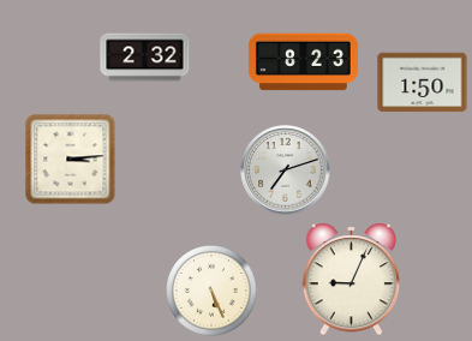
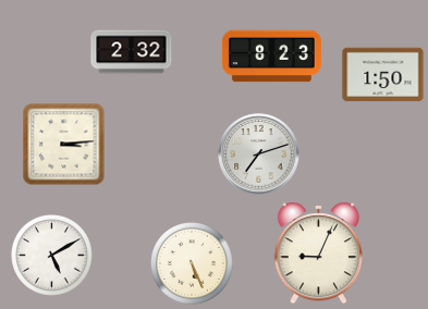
clock at (303, 62) position: (303, 62) -> (271, 57)
clock at (52, 256): none -> 5:10
